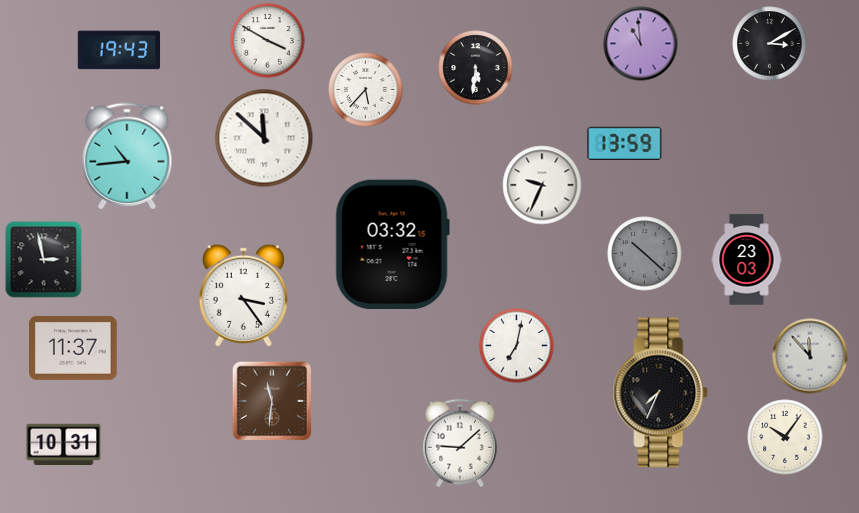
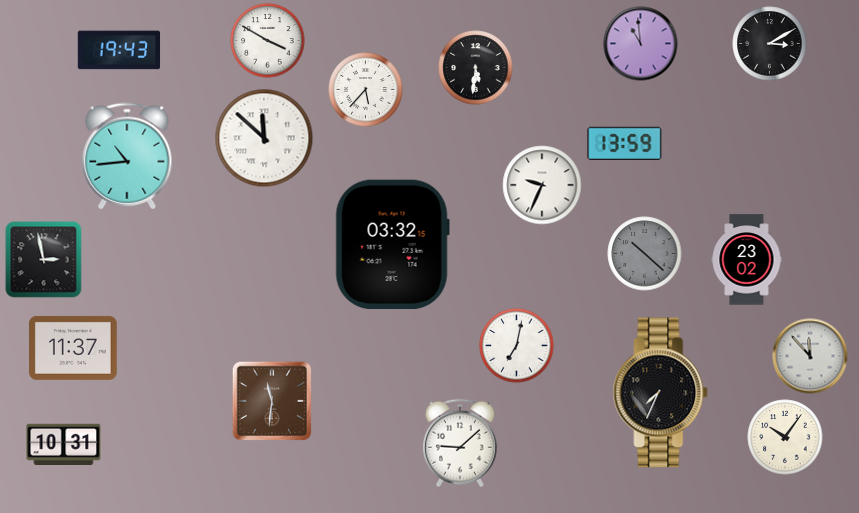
clock at (747, 260): 23:03 -> 23:02
clock at (243, 295): 3:24 -> none
